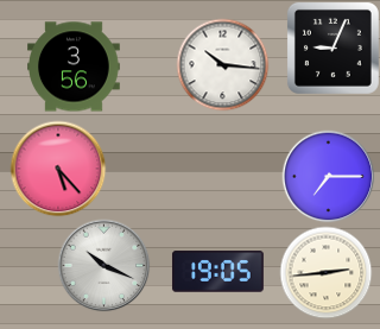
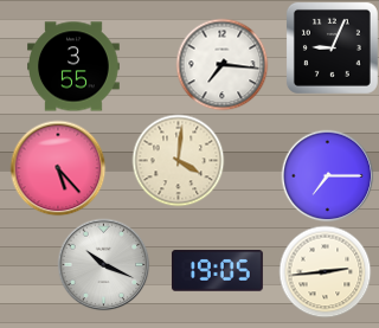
clock at (222, 64): 10:16 -> 7:16
clock at (75, 67): 3:56 -> 3:55
clock at (178, 160): none -> 4:01
